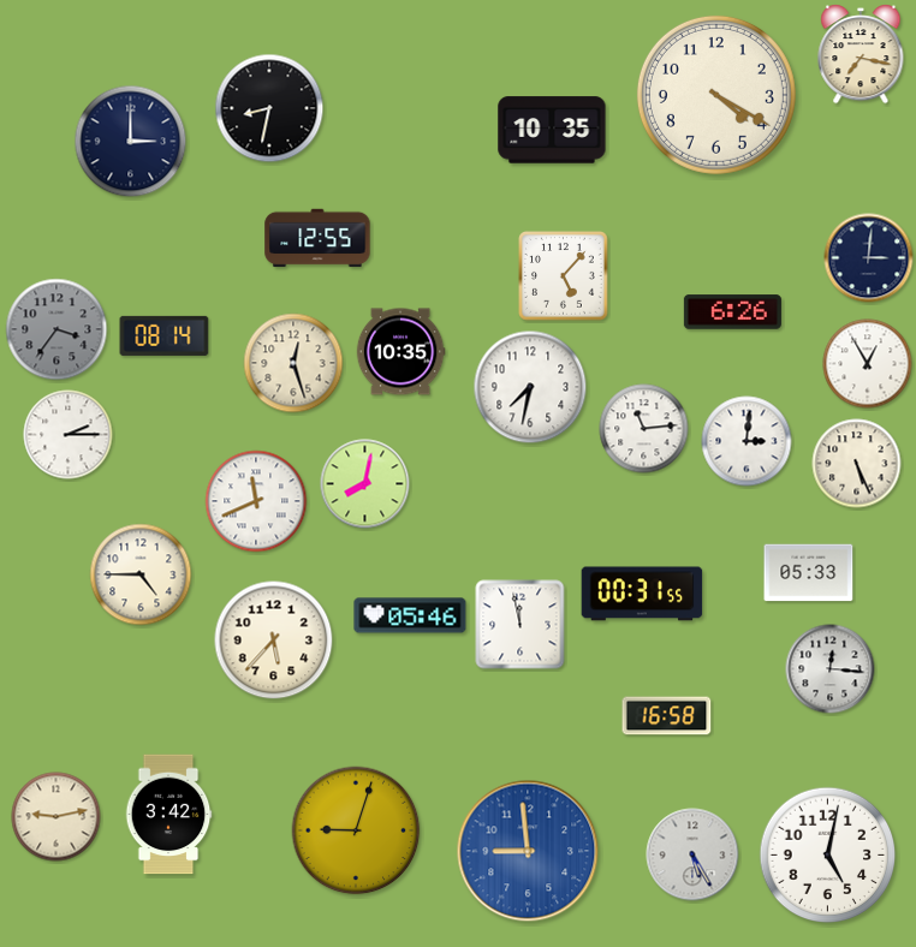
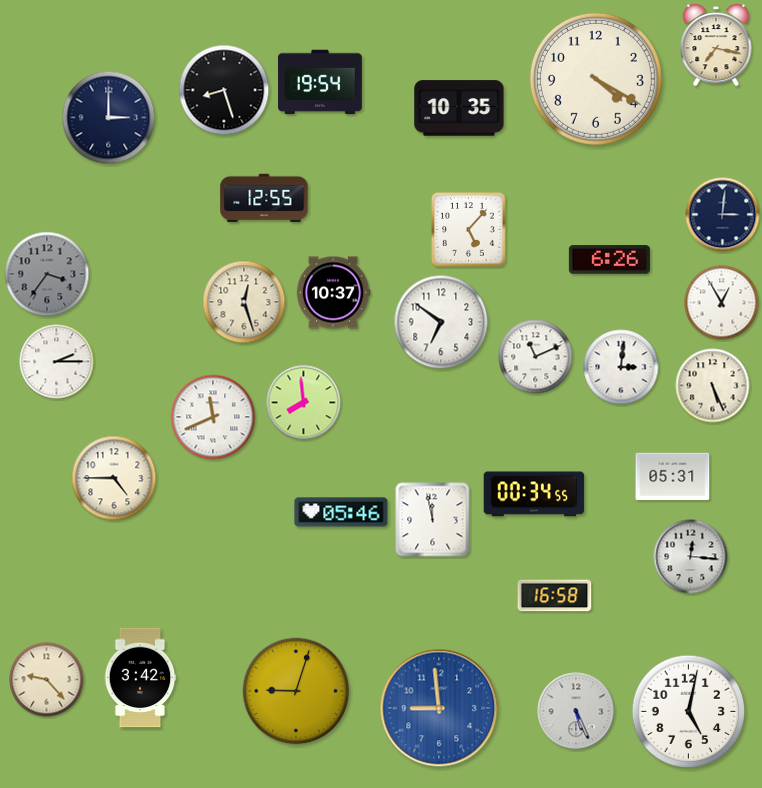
clock at (320, 82): none -> 19:54
clock at (269, 108): 8:32 -> 8:27
clock at (165, 335): 08:14 -> none
clock at (400, 352): 10:35 -> 10:37
clock at (530, 387): 7:32 -> 6:51
clock at (644, 429): 11:14 -> 11:11
clock at (365, 484): 8:02 -> 7:59
clock at (809, 573): 05:33 -> 05:31
clock at (141, 574) position: (141, 574) -> (114, 478)
clock at (642, 594): 00:31 -> 00:34
clock at (274, 641): 5:37 -> none
clock at (56, 817): 9:13 -> 9:23
clock at (692, 854): 5:25 -> 5:26
